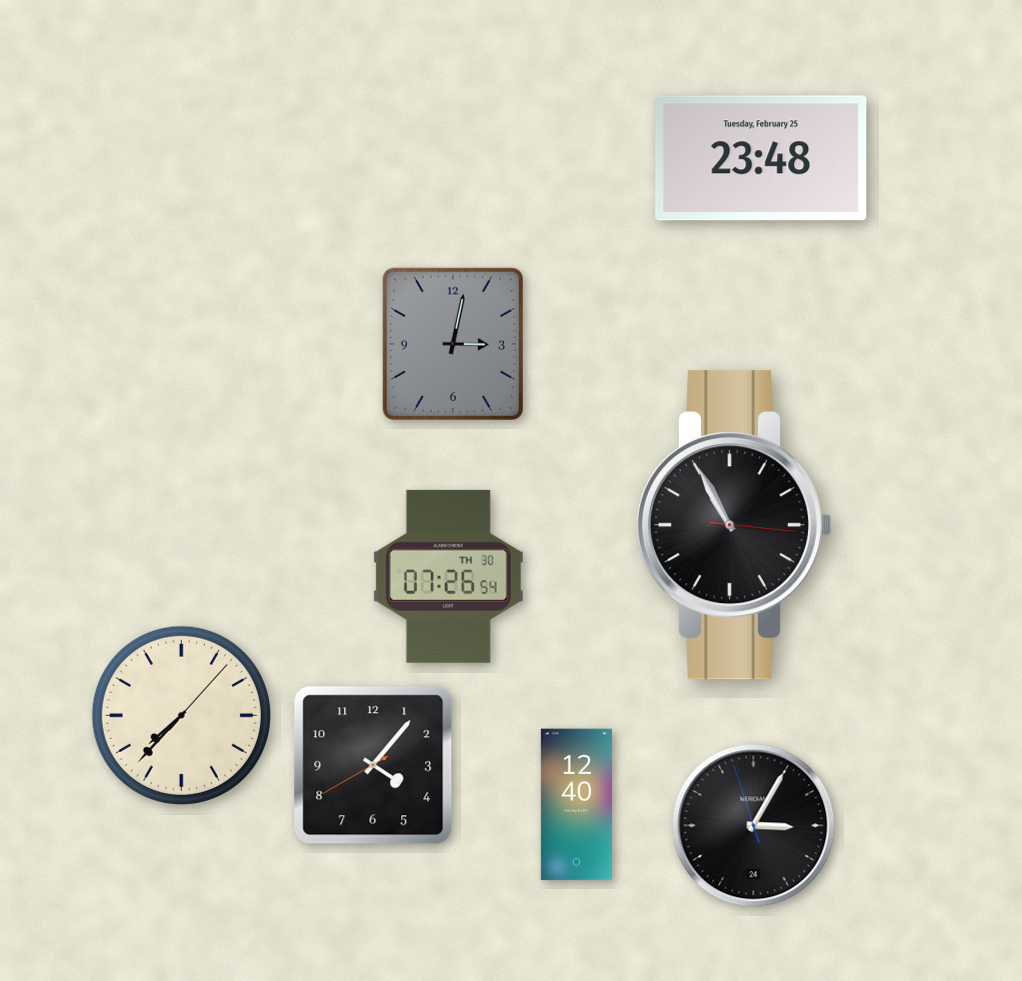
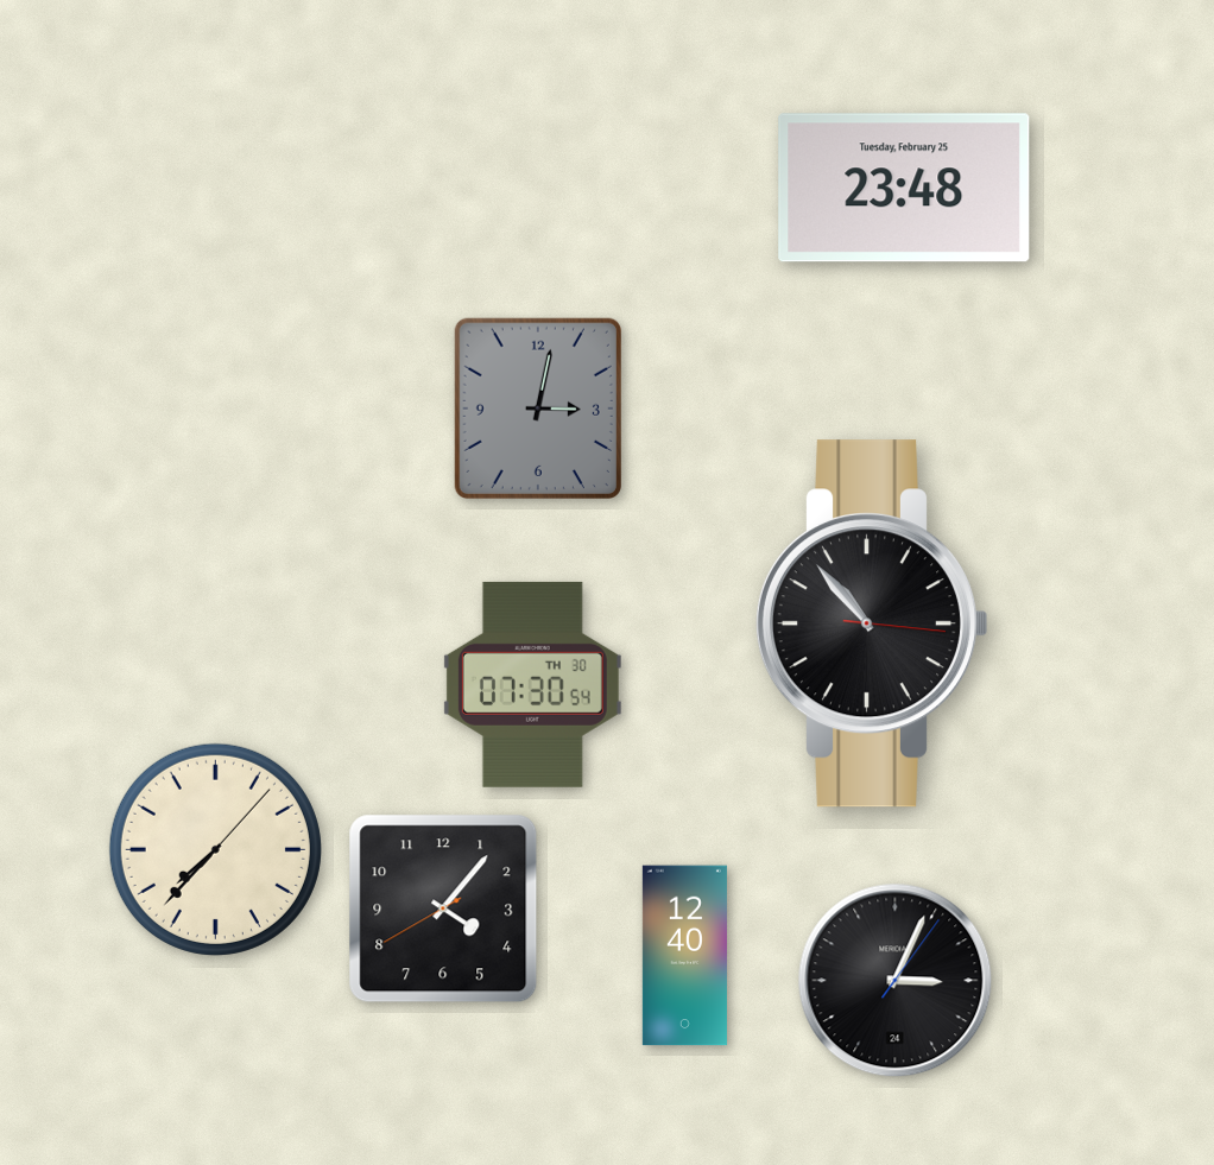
clock at (733, 525): 10:55 -> 10:53
clock at (448, 576): 07:26 -> 07:30
clock at (754, 826): 3:04:57 -> 3:04:06
